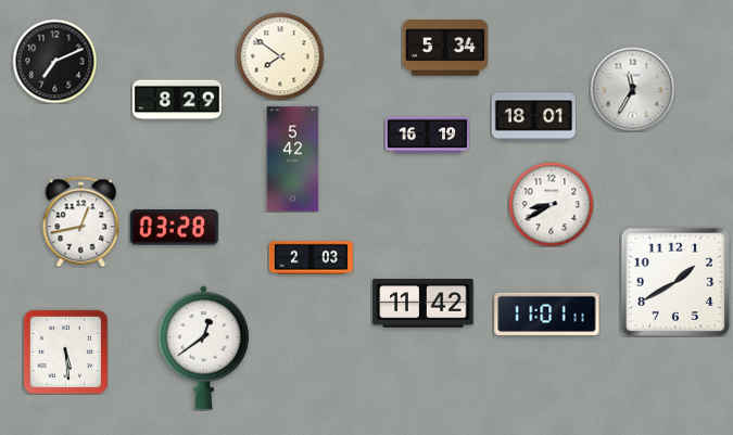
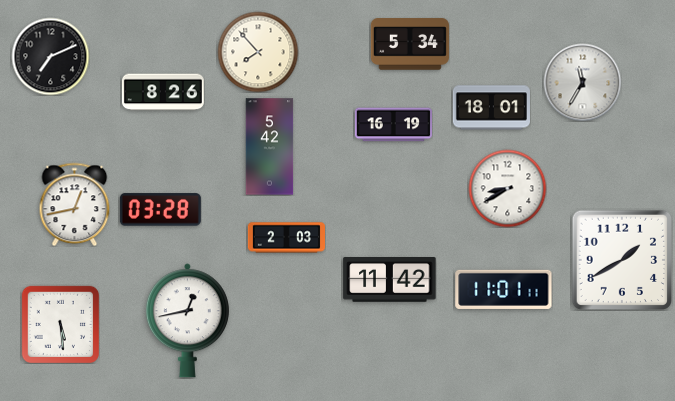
clock at (280, 56): 7:51 -> 7:53
clock at (177, 100): 8:29 -> 8:26
clock at (203, 348): 12:39 -> 12:43
